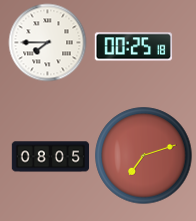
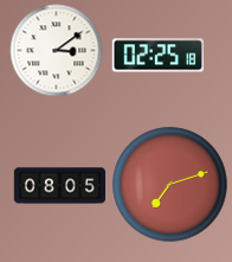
clock at (47, 42): 7:45 -> 3:09
clock at (133, 47): 00:25 -> 02:25
